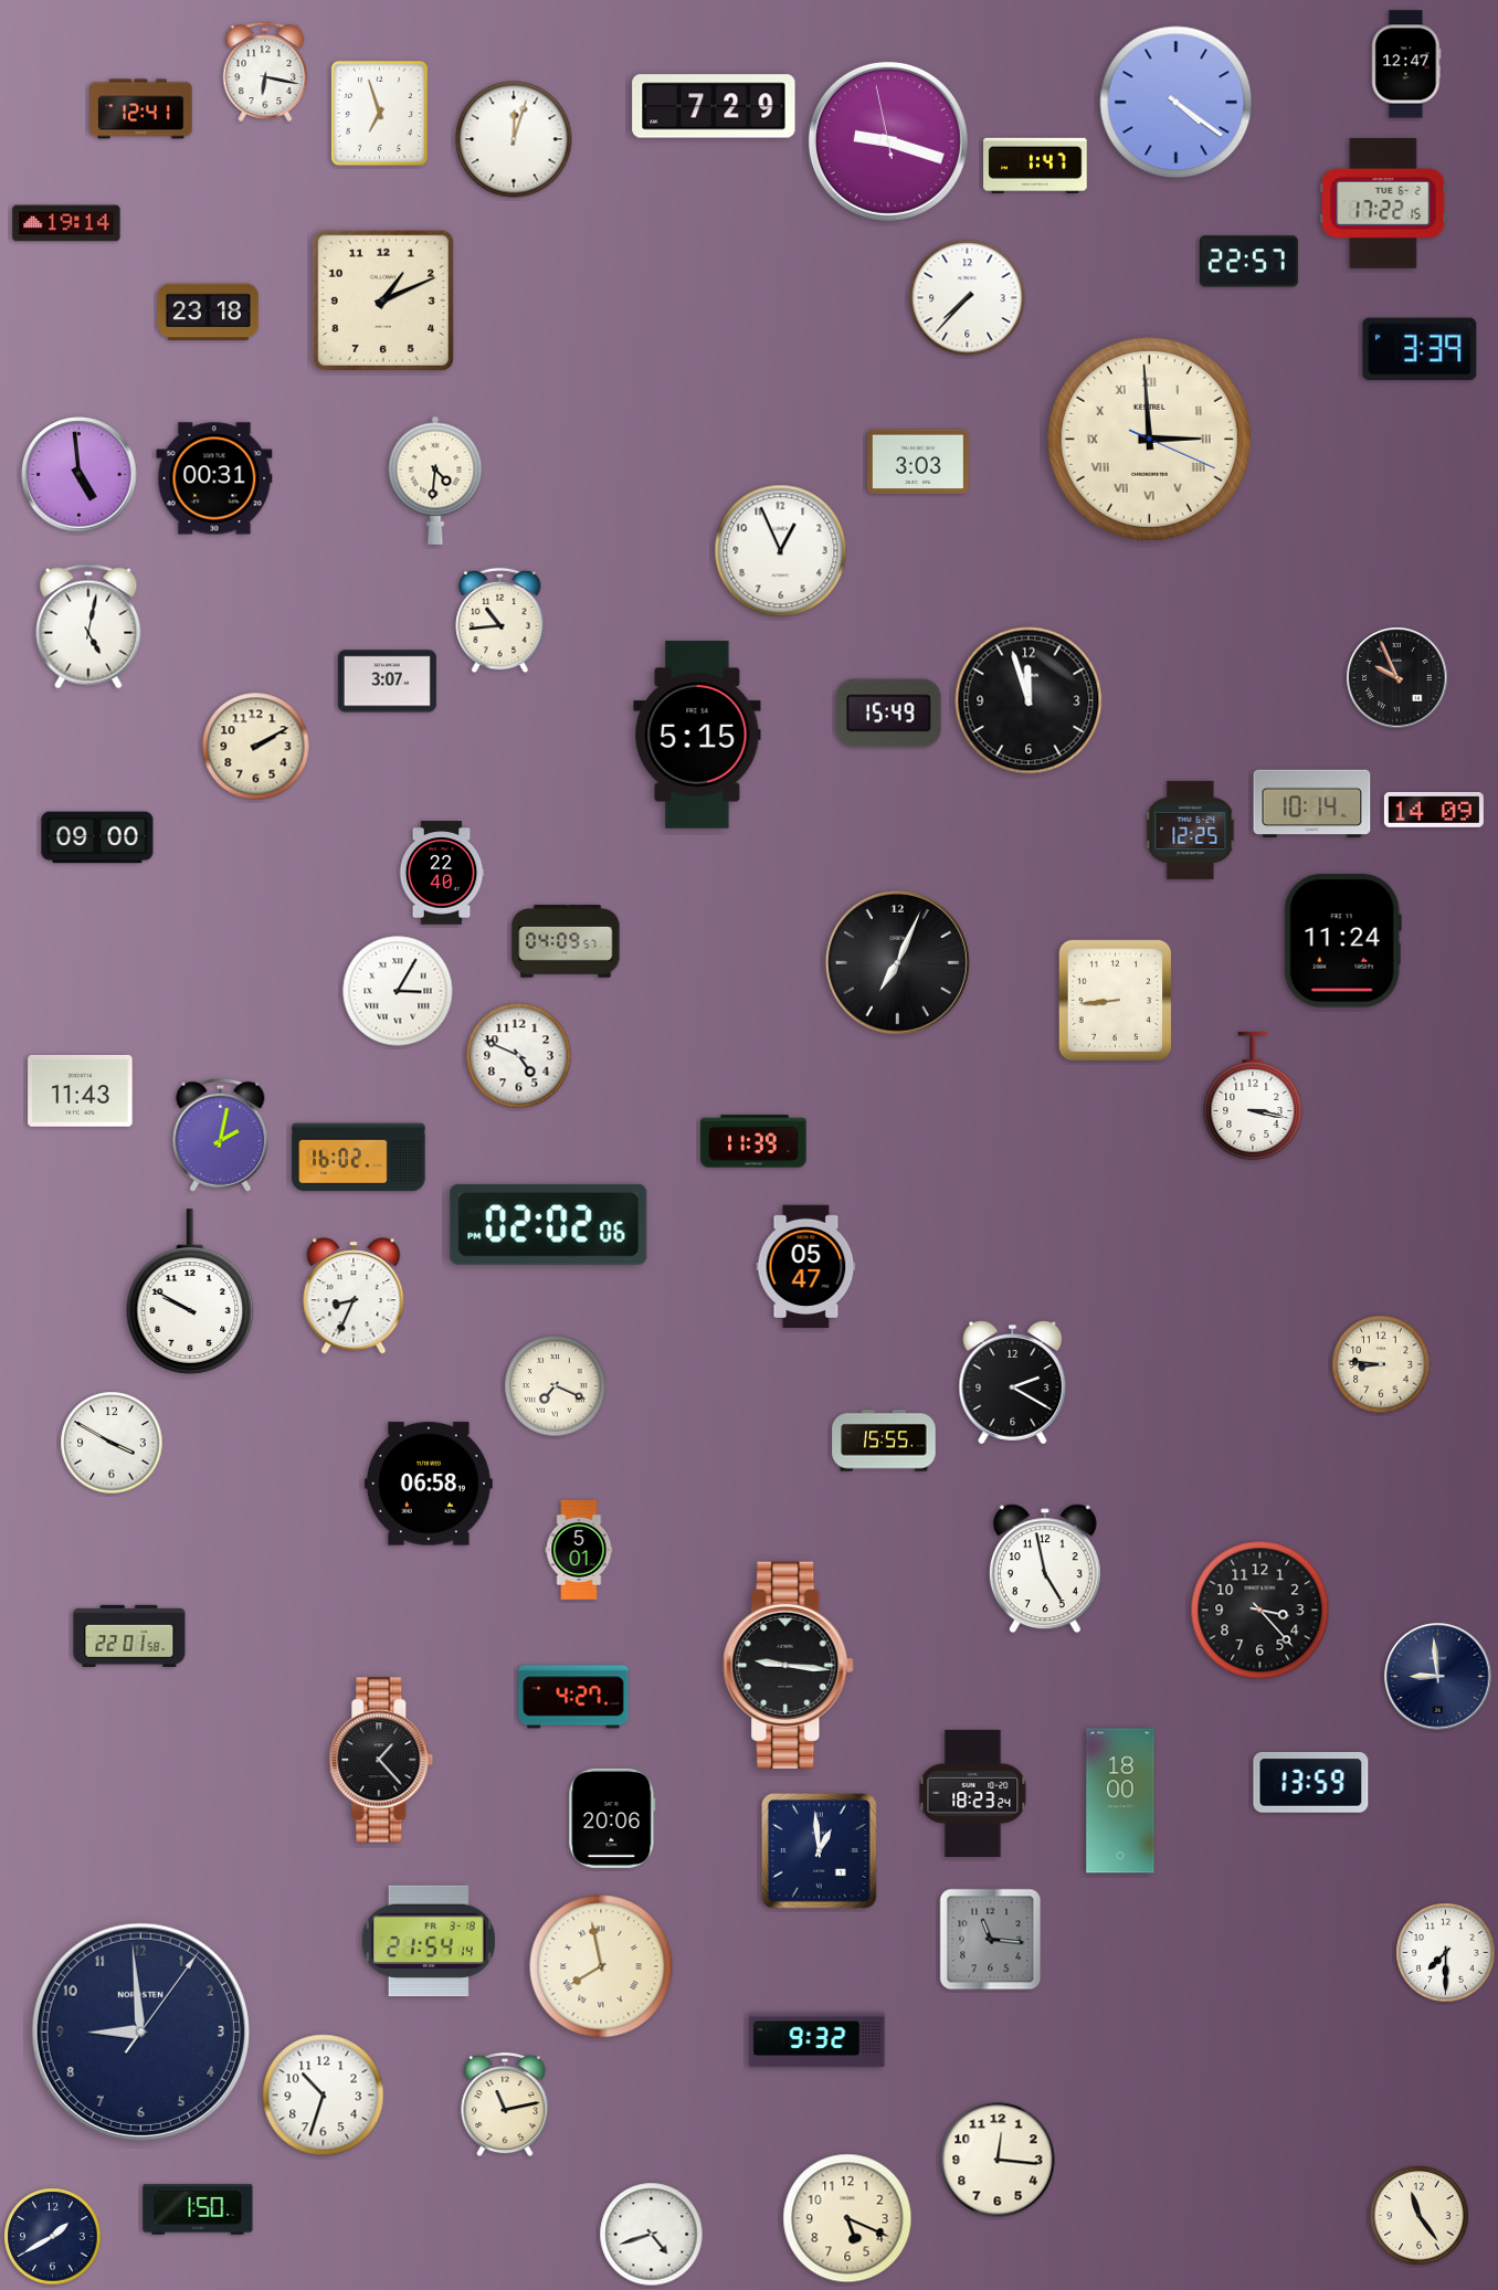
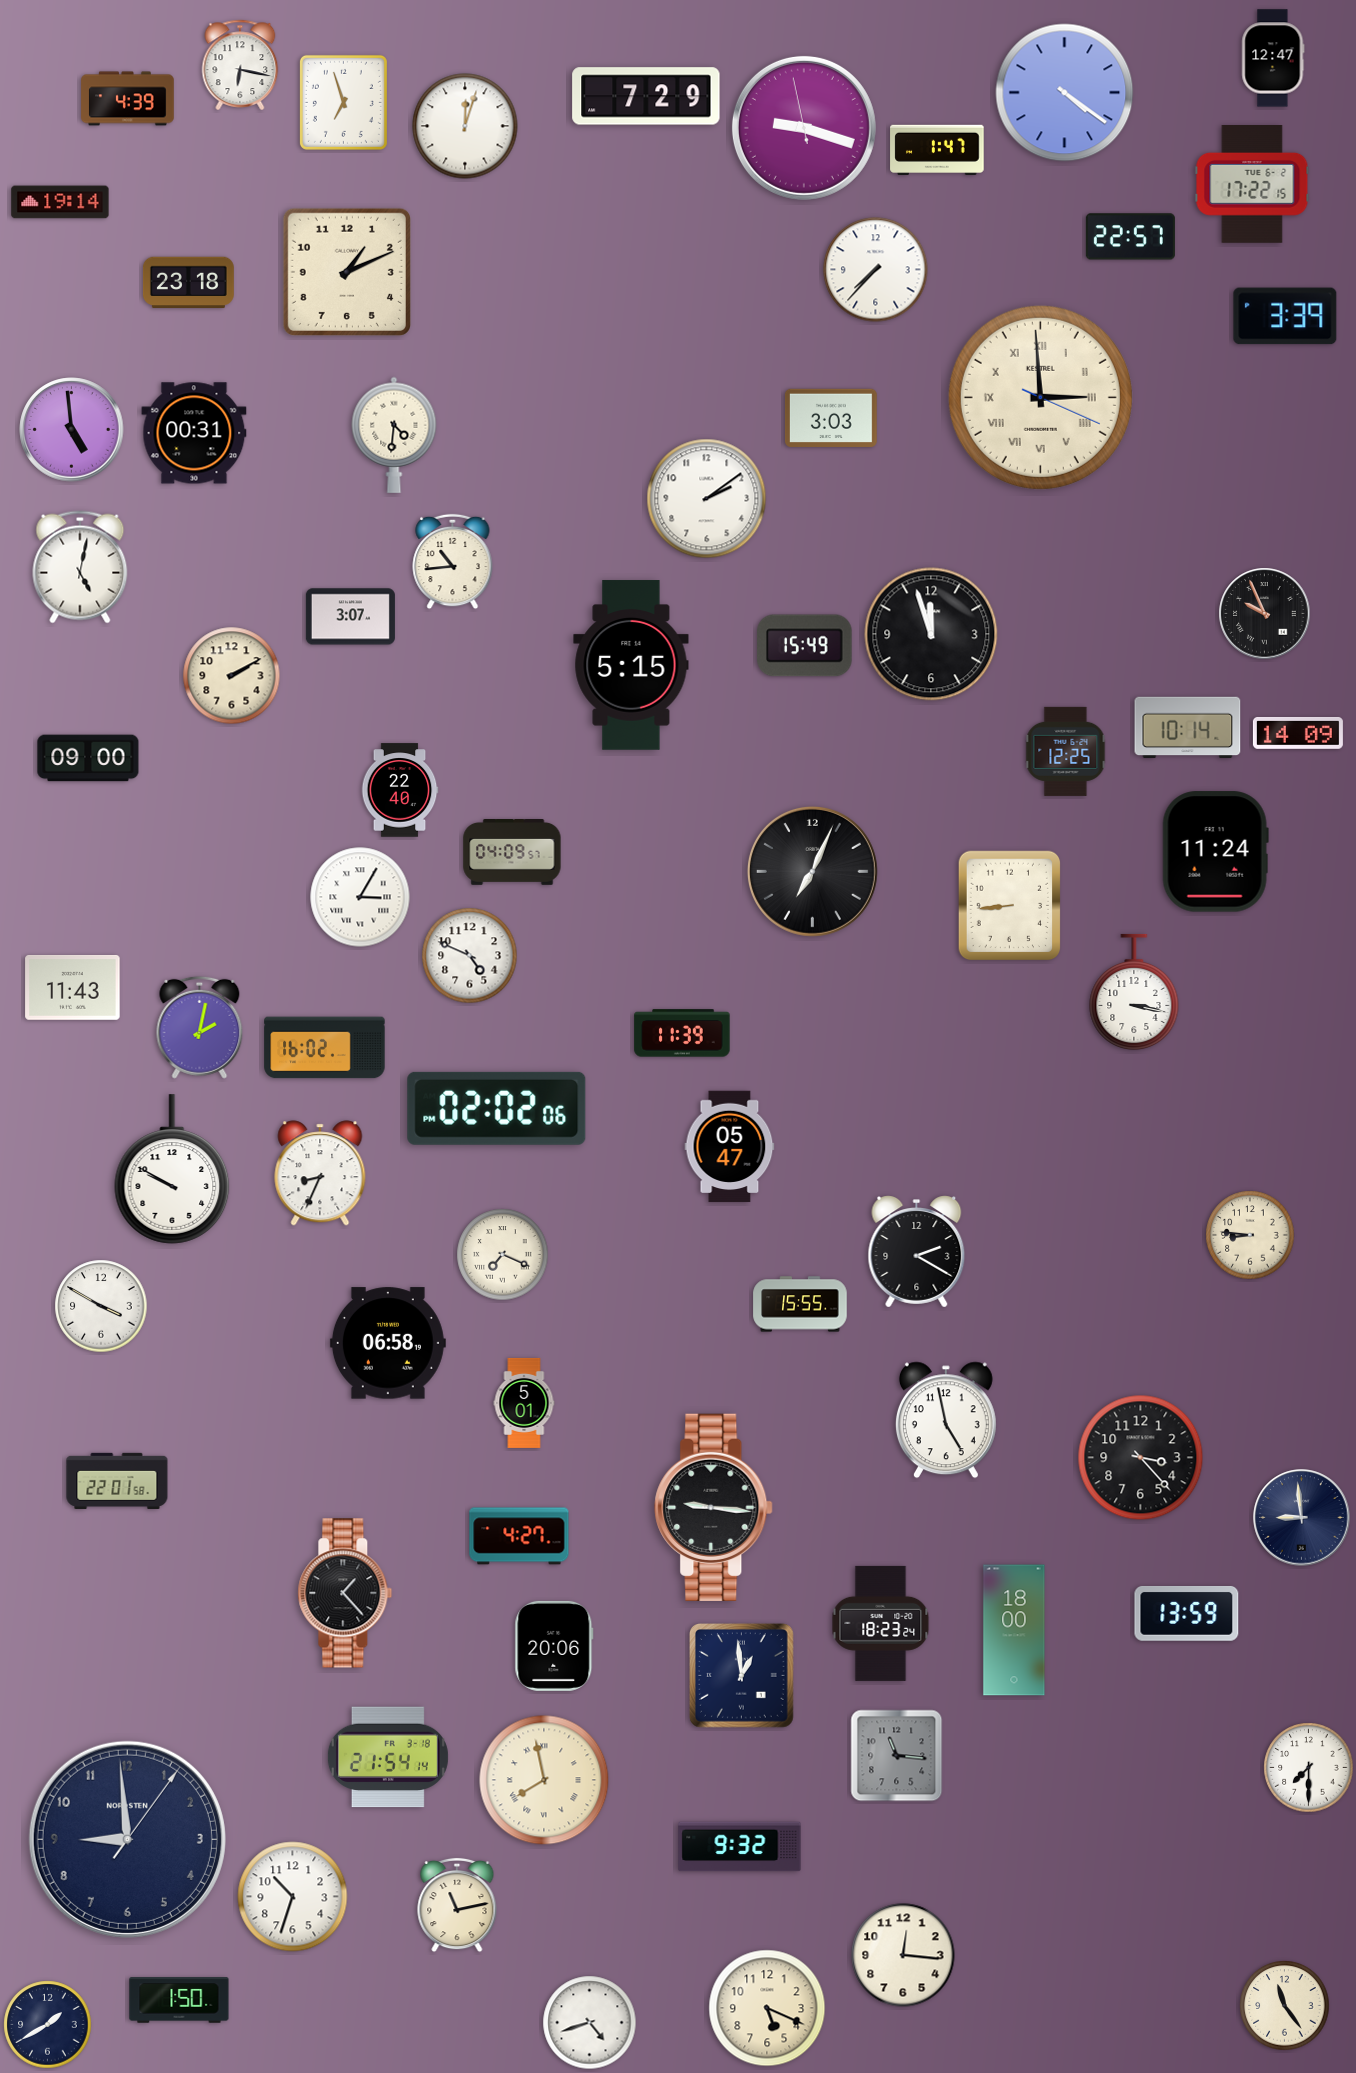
clock at (141, 109): 12:41 -> 4:39
clock at (781, 551): 12:56 -> 2:09
clock at (1191, 830) position: (1191, 830) -> (1066, 751)
